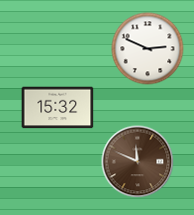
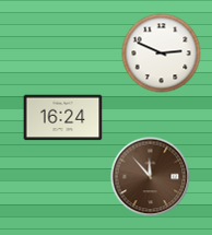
clock at (58, 108): 15:32 -> 16:24
clock at (138, 162): 11:49 -> 11:53
